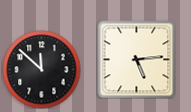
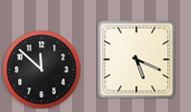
clock at (136, 59): 5:14 -> 5:19
